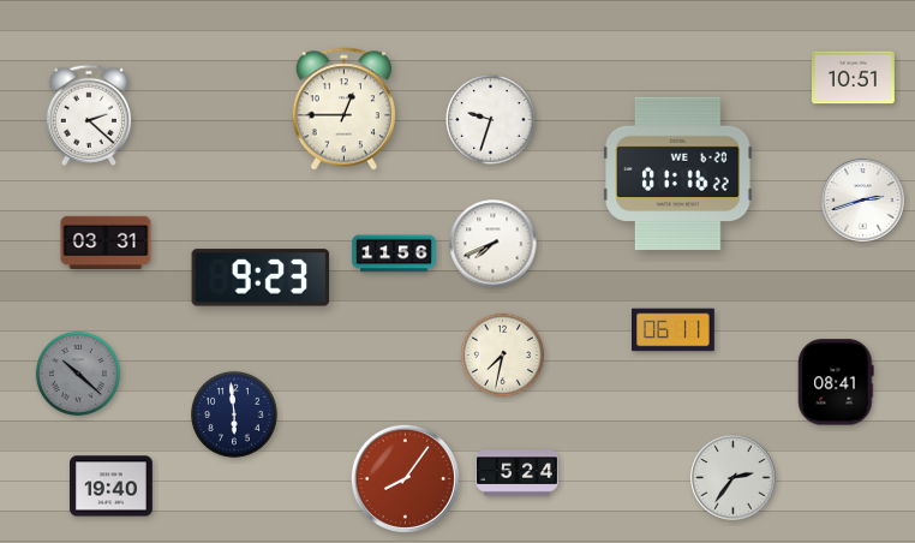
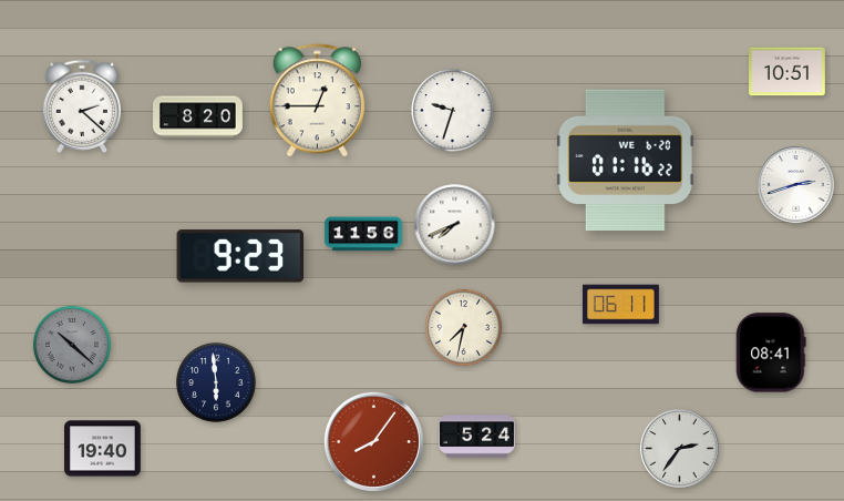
clock at (198, 117): none -> 8:20
clock at (106, 241): 03:31 -> none
clock at (734, 478) position: (734, 478) -> (680, 449)
